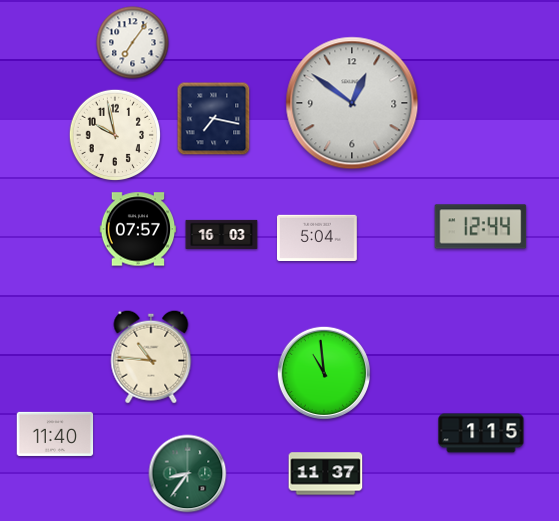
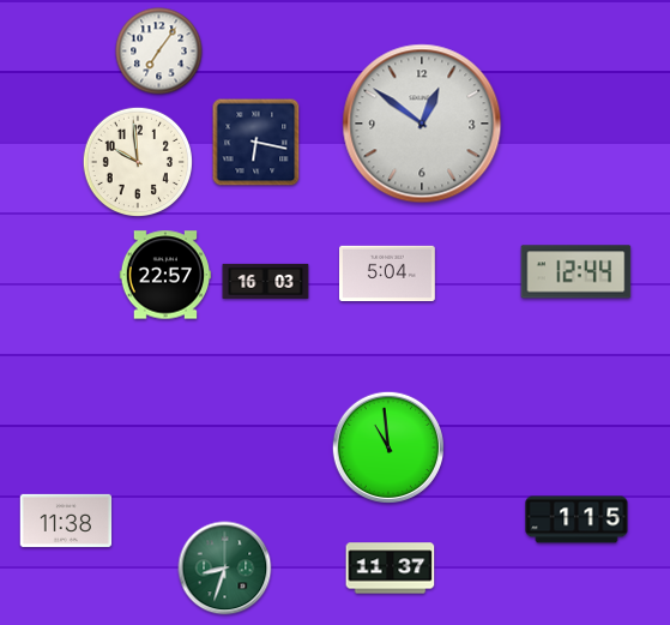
clock at (214, 119): 7:17 -> 6:17
clock at (114, 134): 9:58 -> 9:59
clock at (138, 229): 07:57 -> 22:57
clock at (318, 237) position: (318, 237) -> (388, 272)
clock at (151, 357): 10:46 -> none
clock at (55, 434): 11:40 -> 11:38
clock at (188, 474): 8:36 -> 8:33
